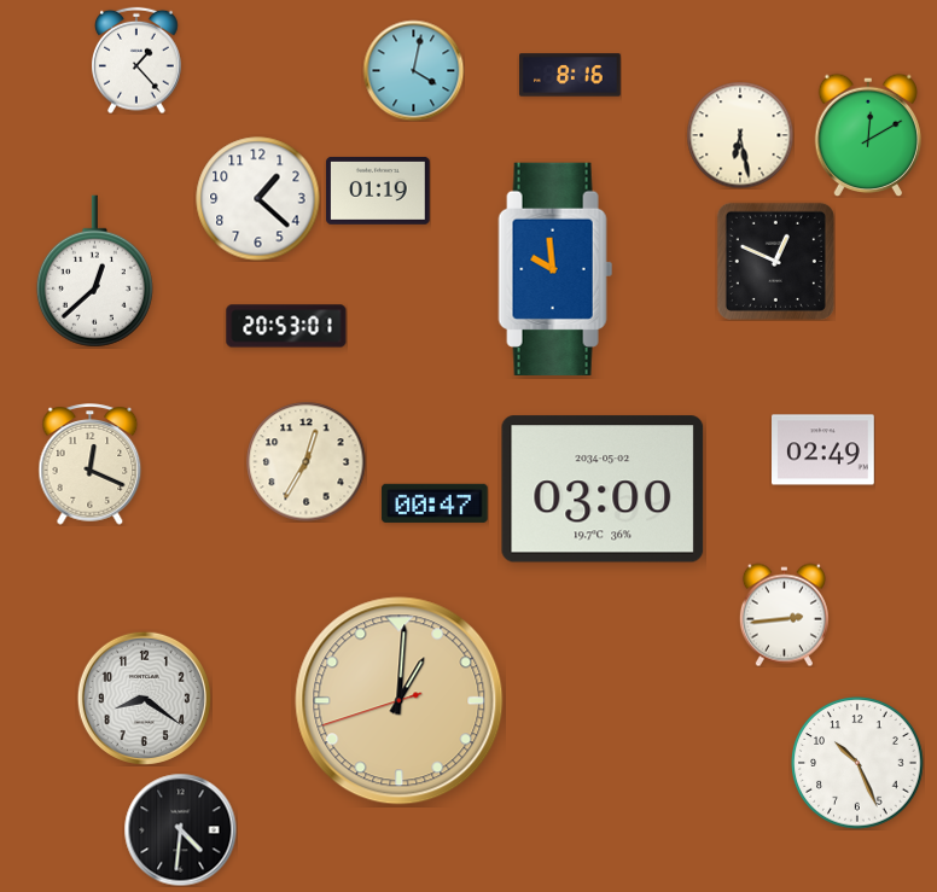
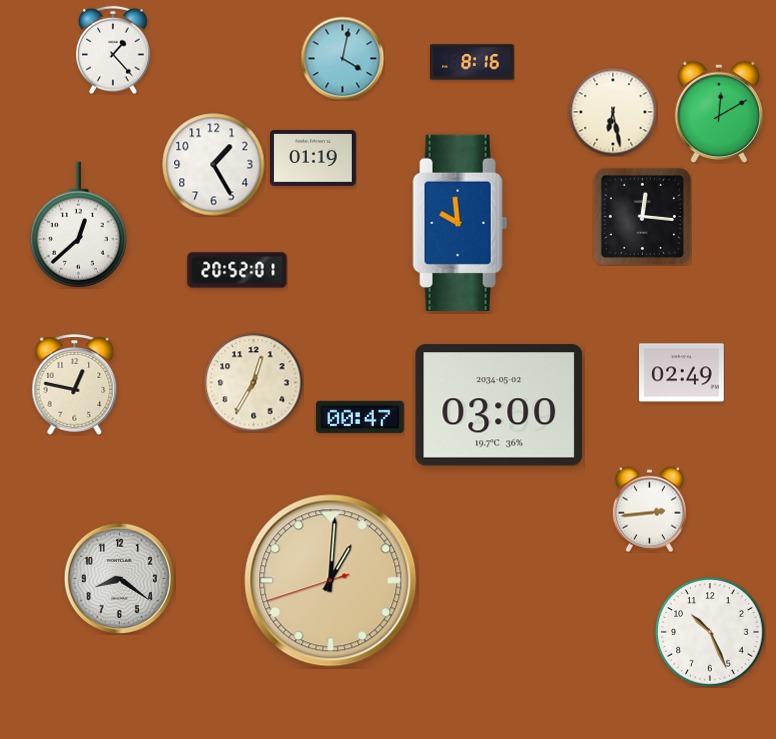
clock at (258, 199): 1:22 -> 1:25
clock at (775, 261): 12:49 -> 12:16
clock at (286, 326): 20:53 -> 20:52
clock at (91, 465): 12:19 -> 12:47
clock at (180, 829): 4:31 -> none
